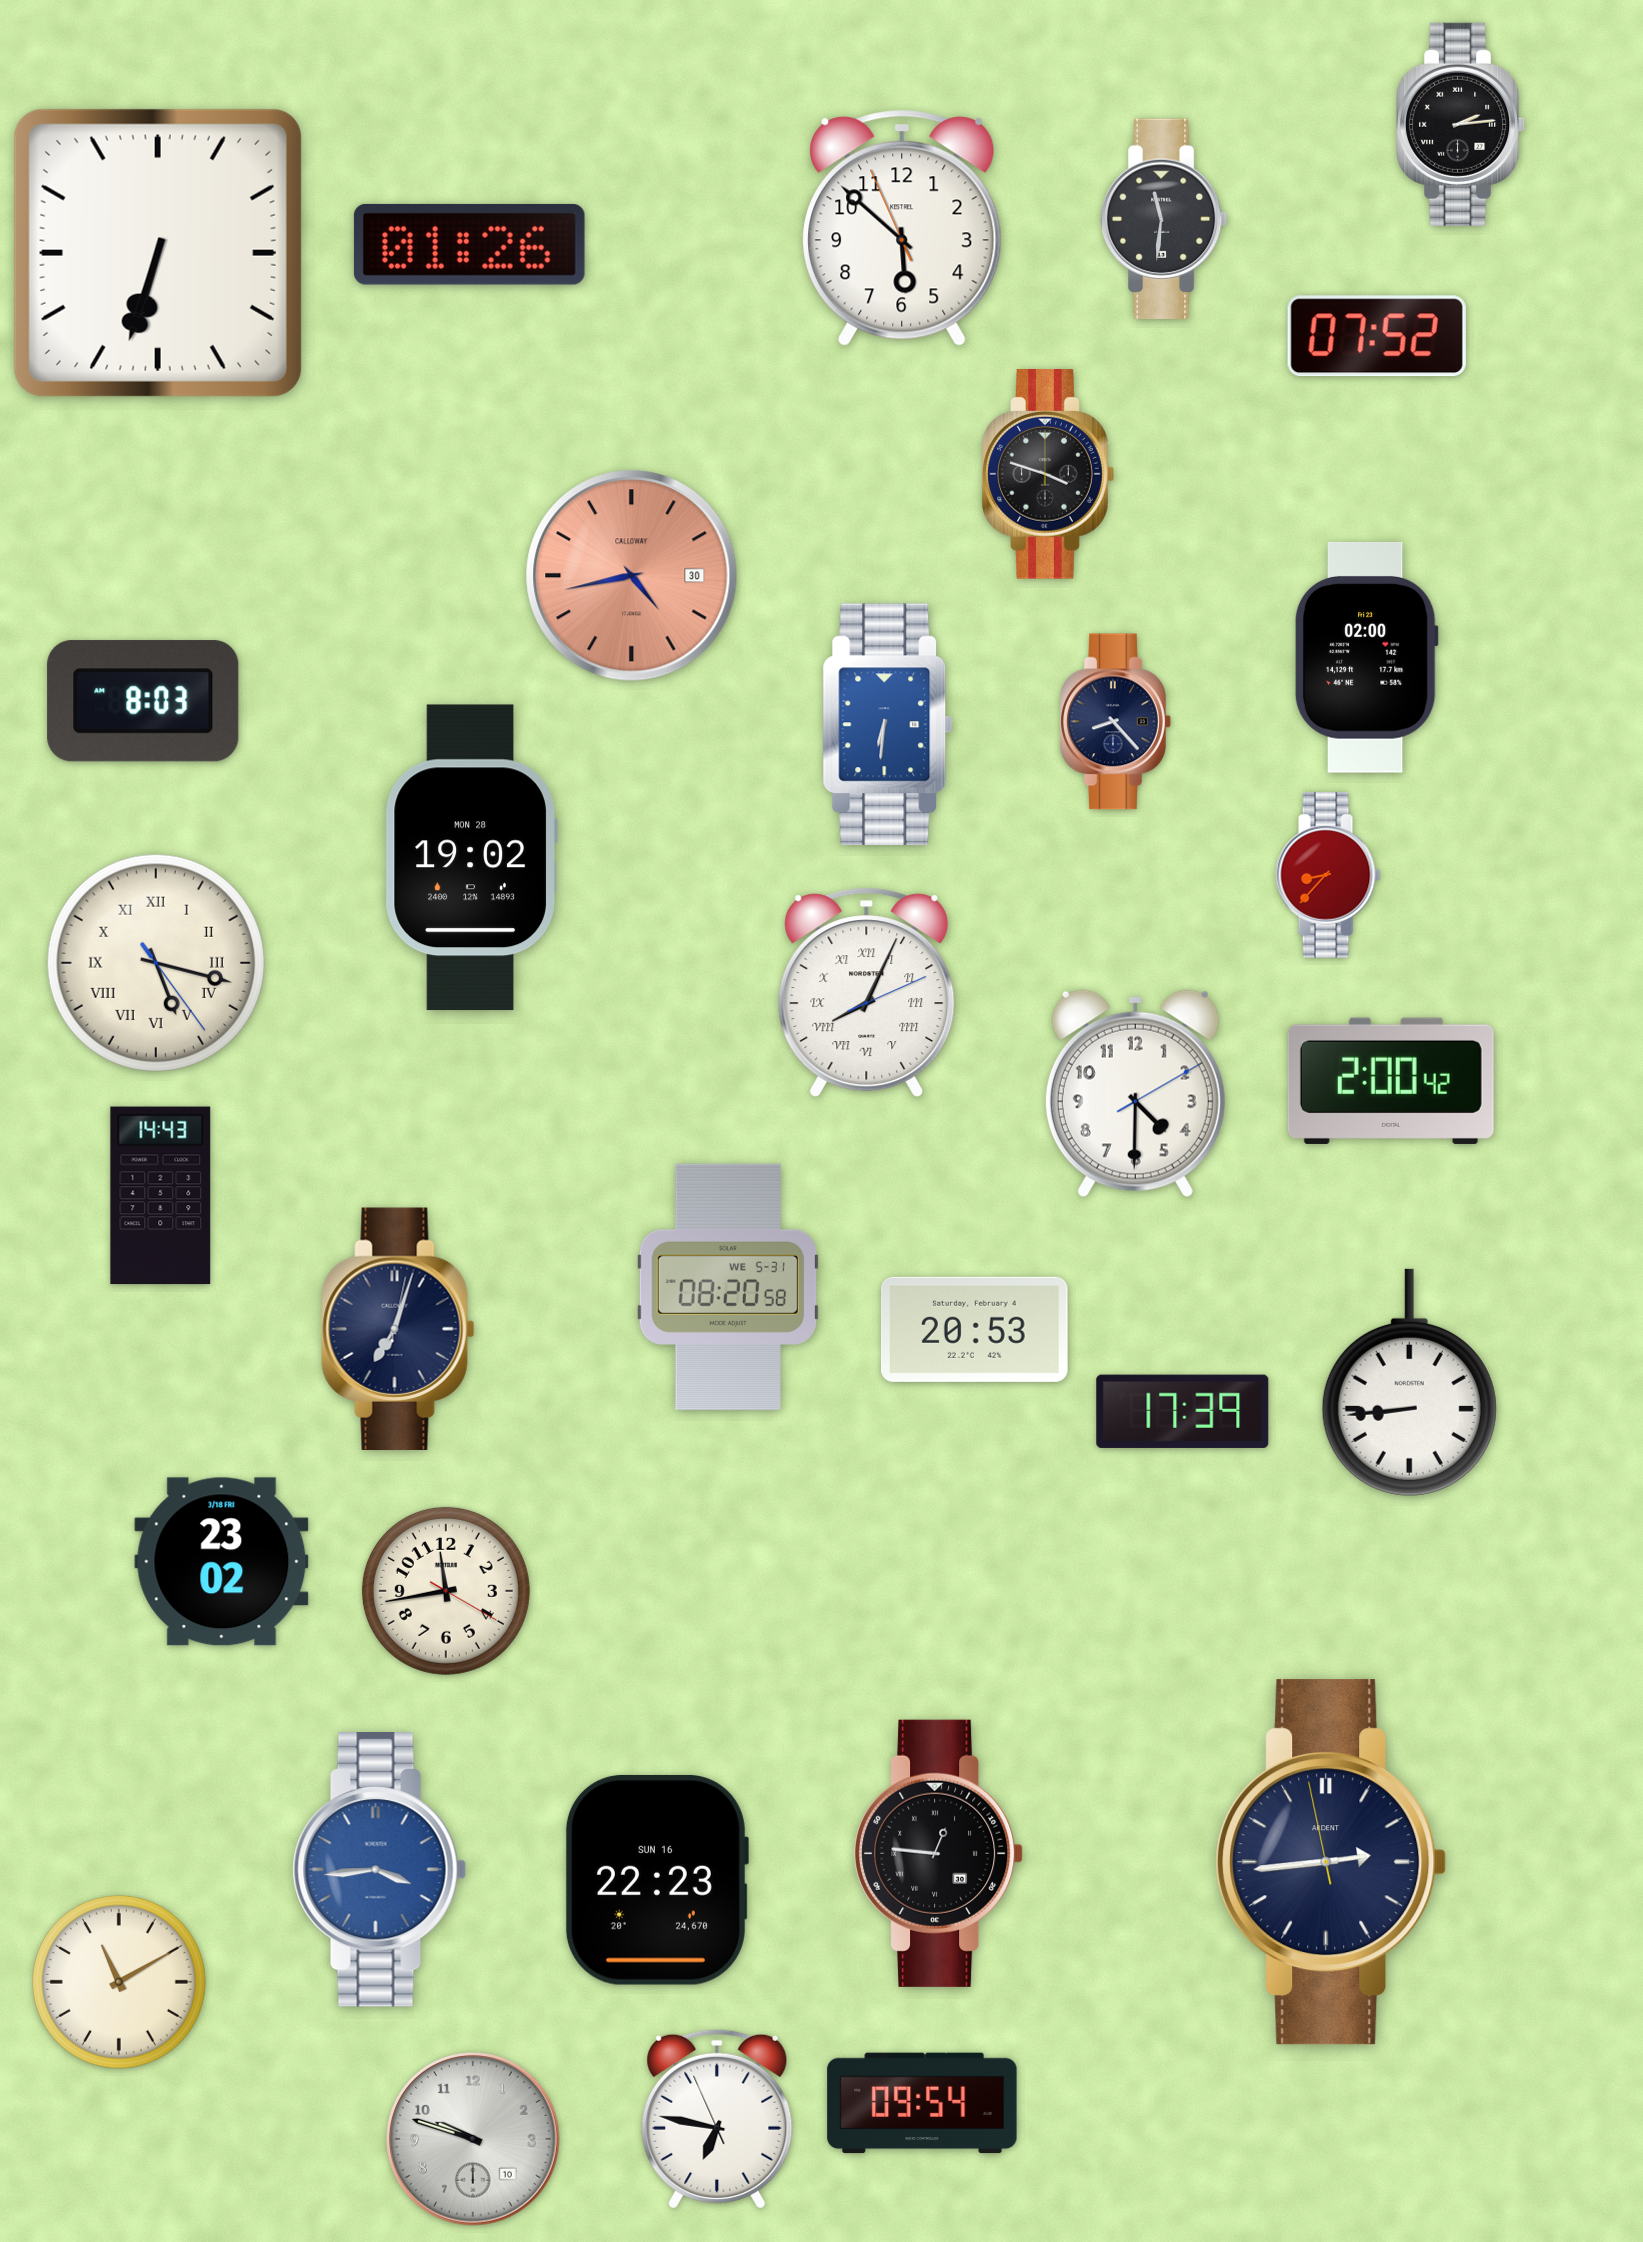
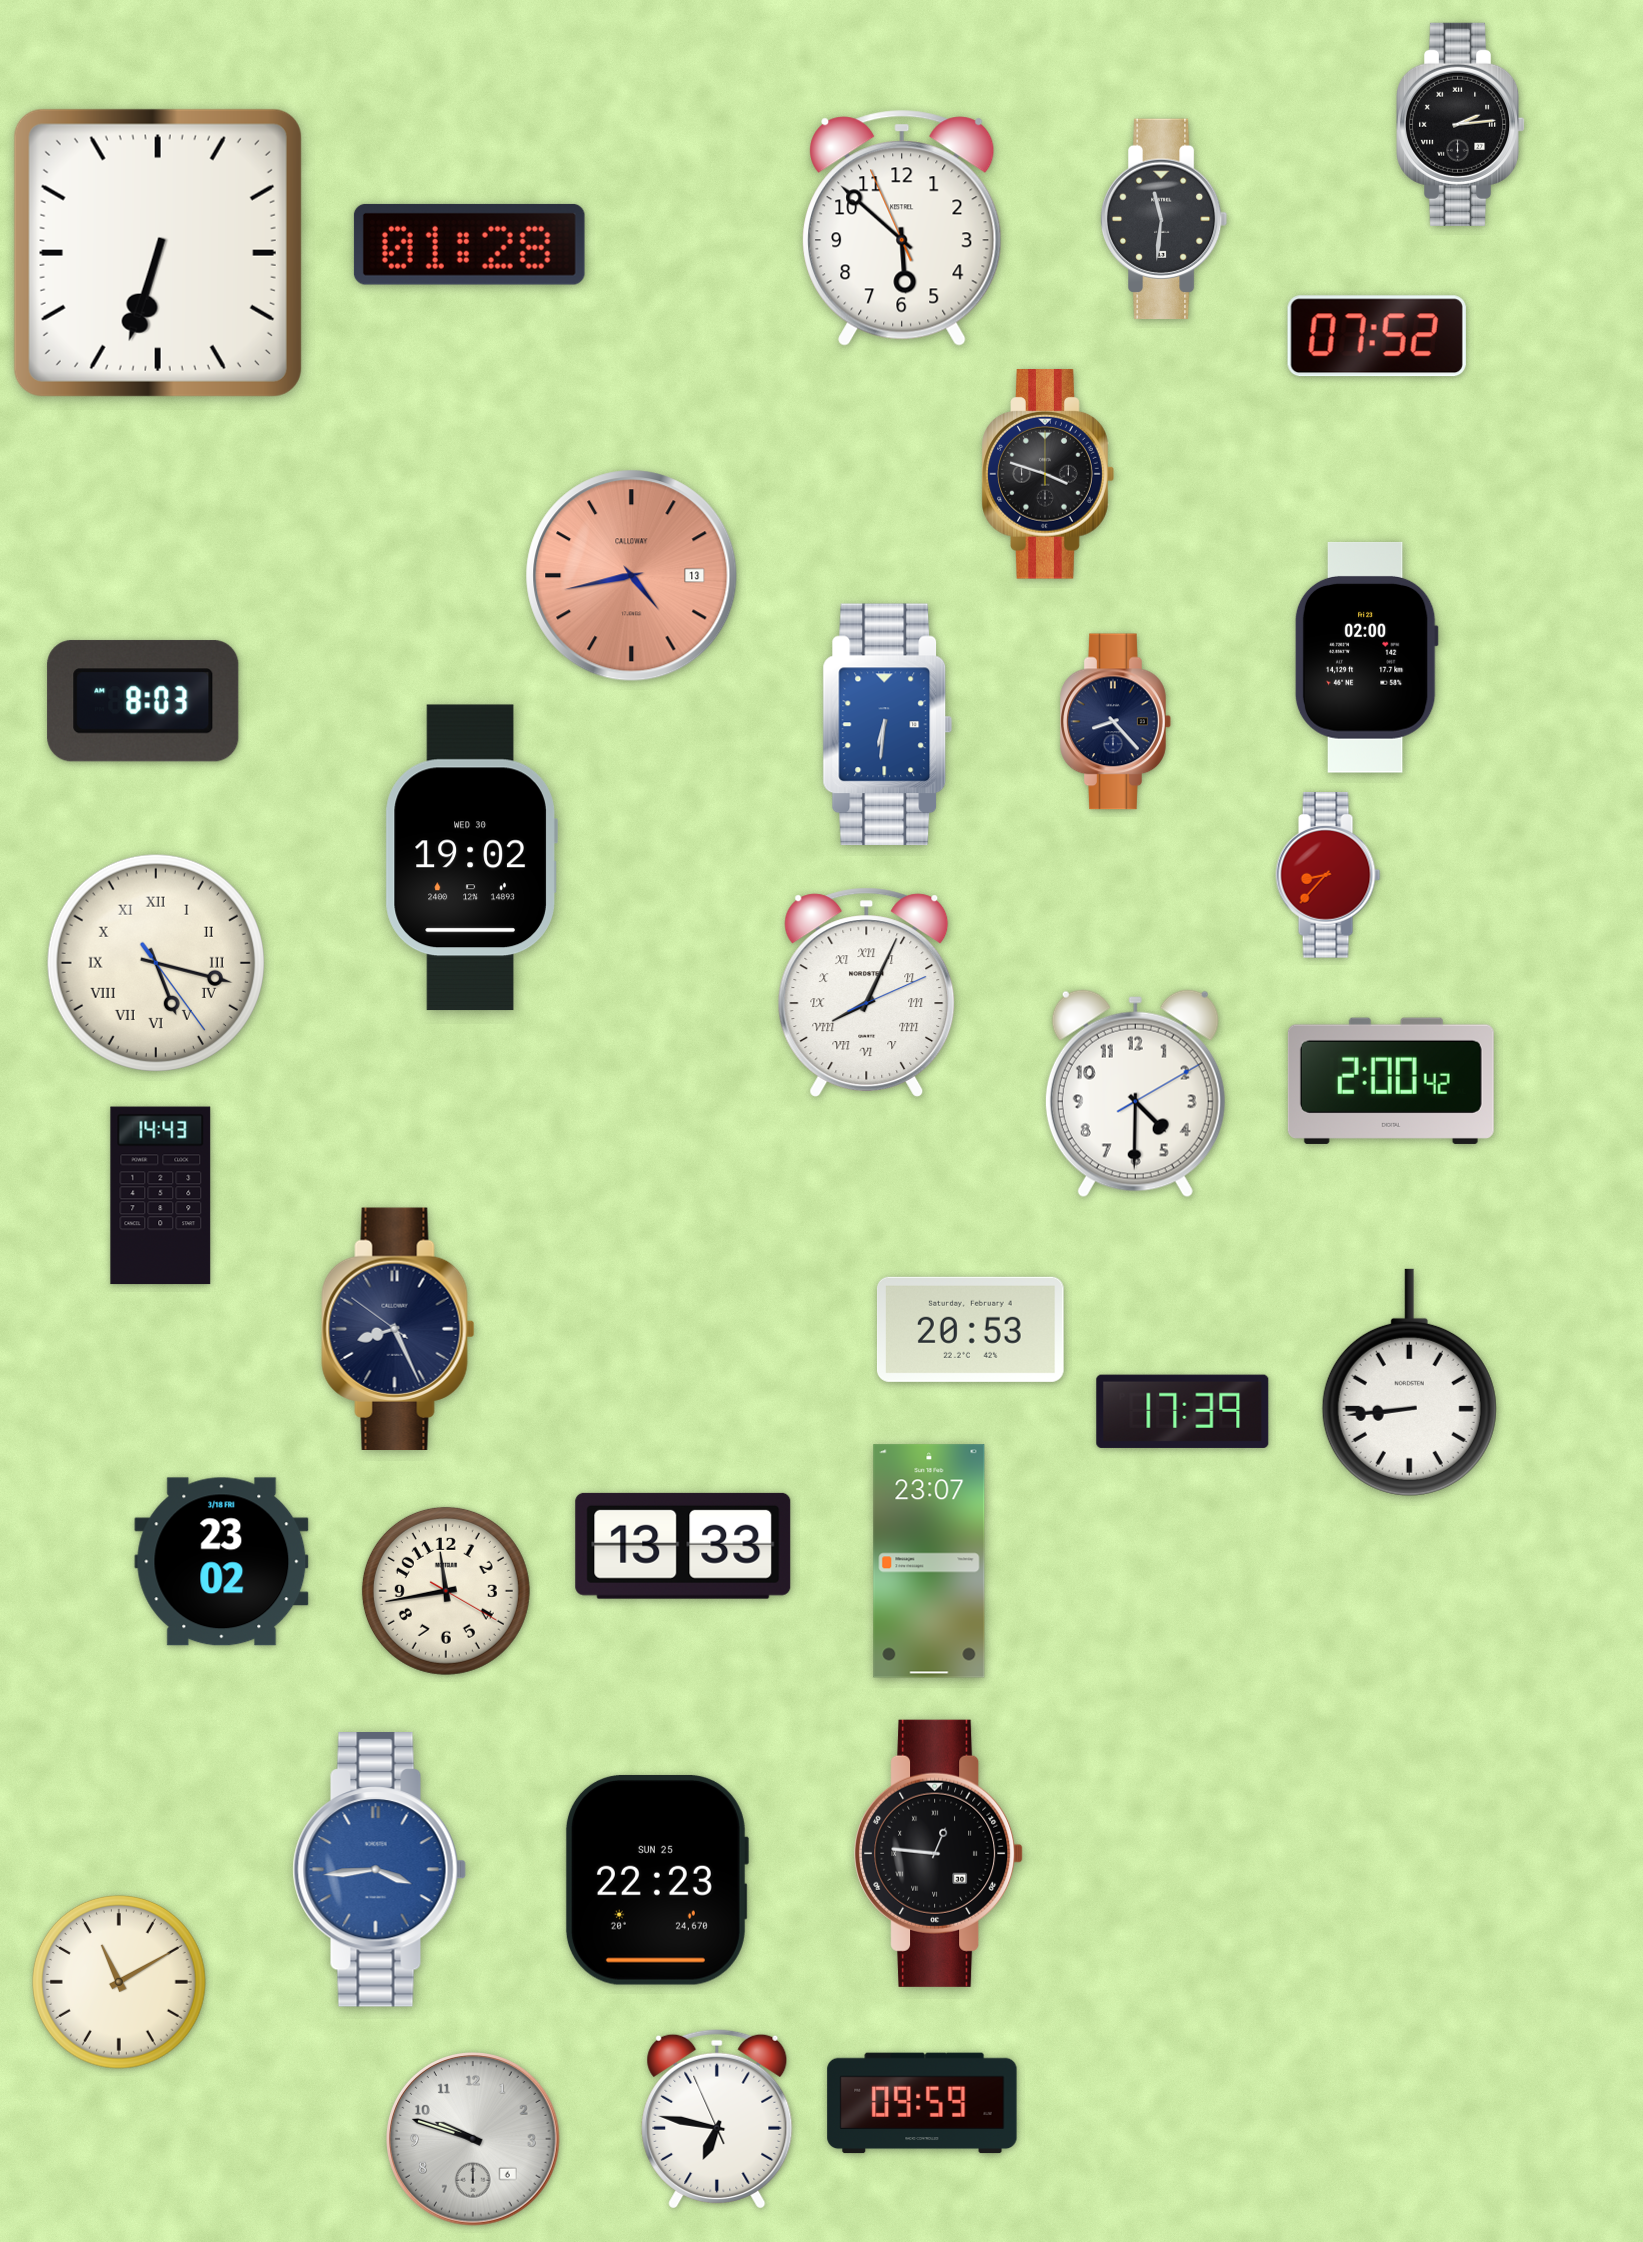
clock at (469, 244): 01:26 -> 01:28
clock at (632, 576) date: 30 -> 13
clock at (471, 858) date: MON 28 -> WED 30
clock at (728, 1287): 08:20 -> none
clock at (398, 1328): 7:03 -> 8:25
clock at (974, 1329) position: (974, 1329) -> (970, 1329)
clock at (683, 1546): none -> 13:33
clock at (929, 1561): none -> 23:07
clock at (1331, 1862): 2:43 -> none
clock at (656, 1880) date: SUN 16 -> SUN 25
clock at (922, 2103): 09:54 -> 09:59
clock at (474, 2140) date: 10 -> 6
